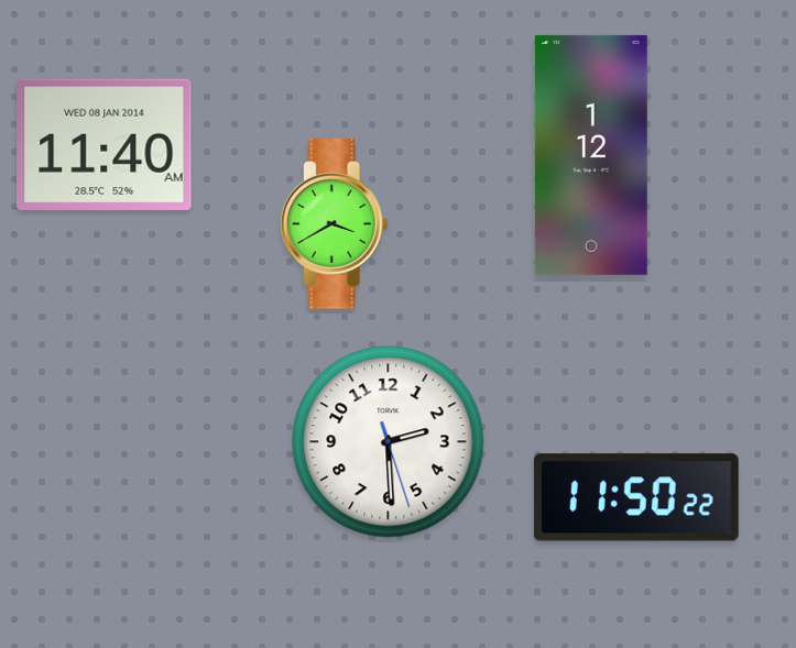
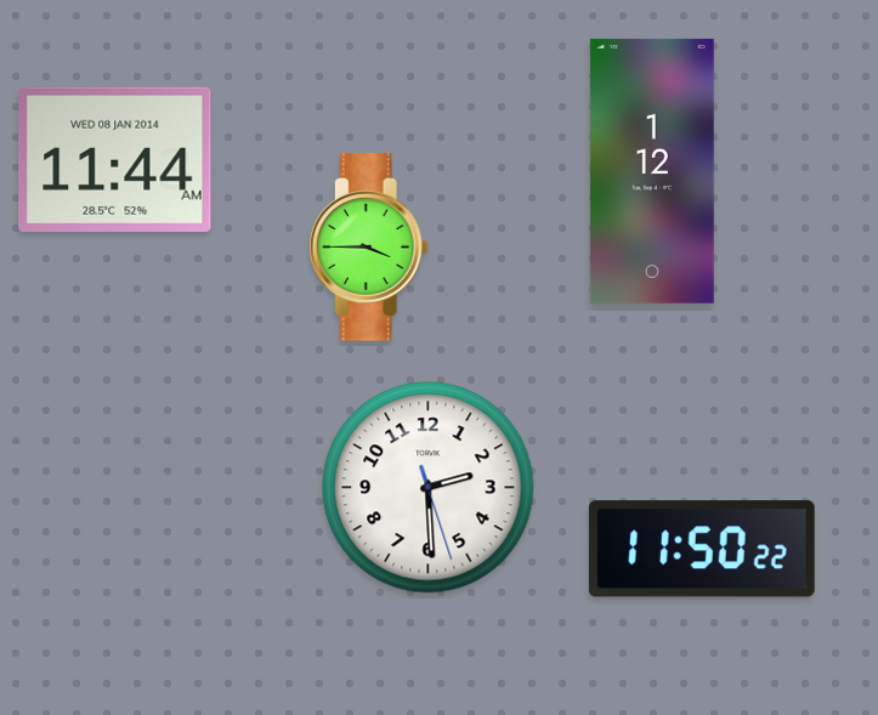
clock at (105, 144): 11:40 -> 11:44
clock at (334, 224): 3:40 -> 3:45
